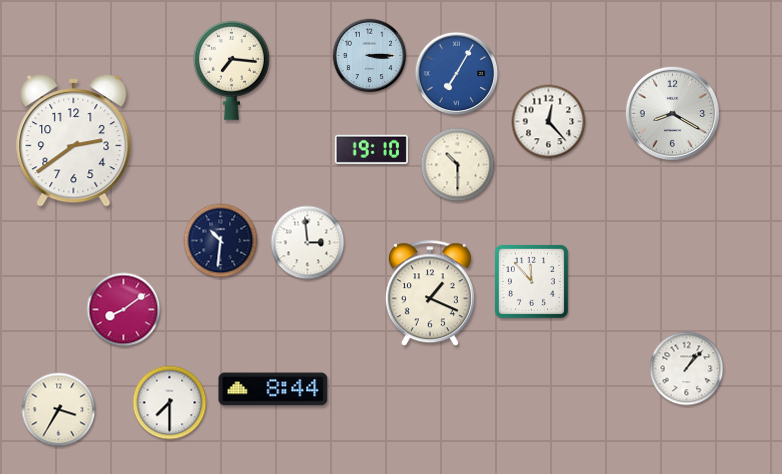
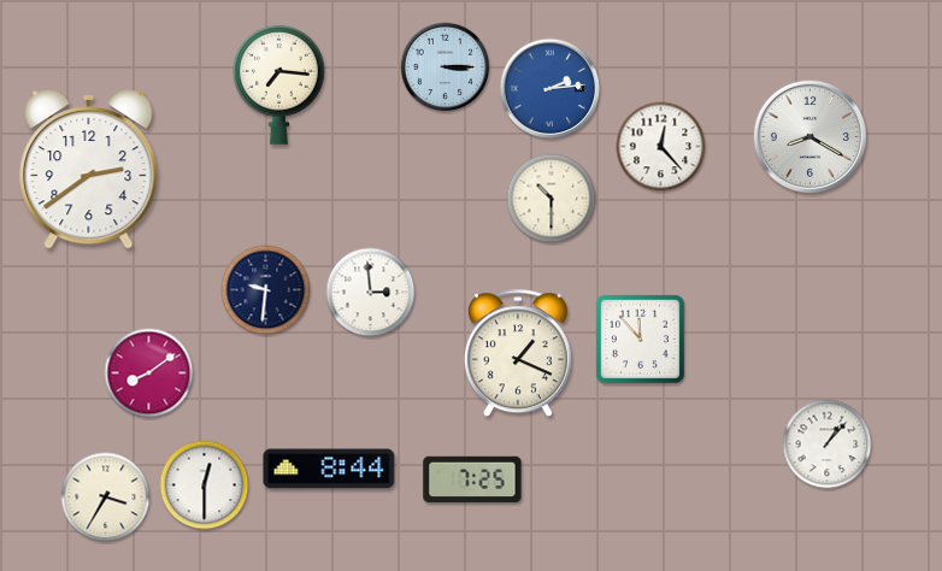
clock at (457, 74): 7:05 -> 2:14
clock at (371, 149): 19:10 -> none
clock at (221, 241): 10:31 -> 9:31
clock at (472, 479): none -> 7:25
clock at (170, 403): 7:30 -> 12:30
clock at (59, 410) position: (59, 410) -> (106, 498)
